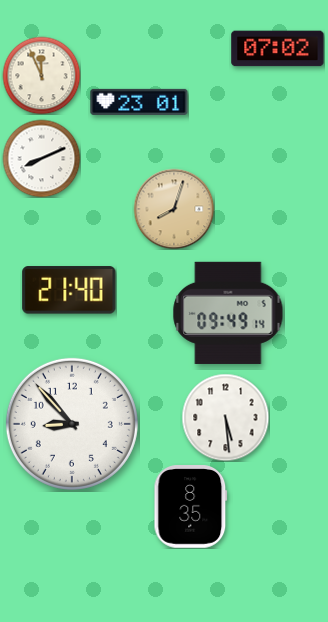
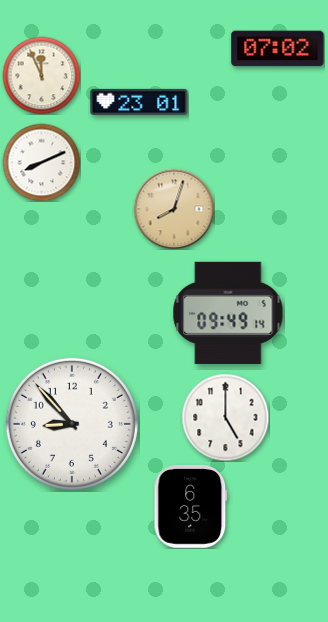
clock at (41, 158) position: (41, 158) -> (41, 162)
clock at (69, 290): 21:40 -> none
clock at (225, 417): 5:29 -> 5:00
clock at (191, 507): 8:35 -> 6:35
